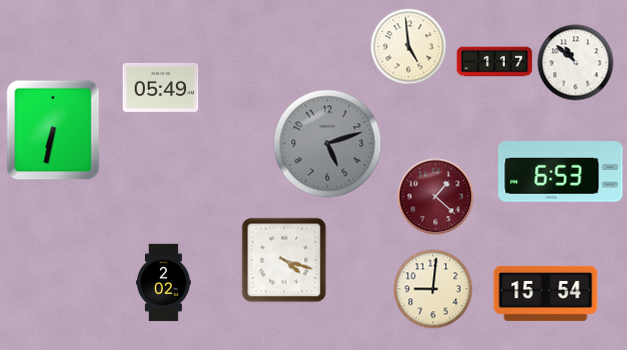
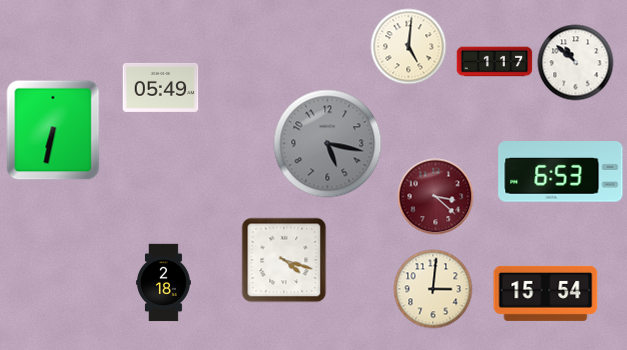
clock at (409, 47): 4:59 -> 5:01
clock at (328, 144): 5:12 -> 5:17
clock at (436, 197): 1:22 -> 3:22
clock at (164, 283): 2:02 -> 2:18
clock at (433, 289): 9:01 -> 3:01
